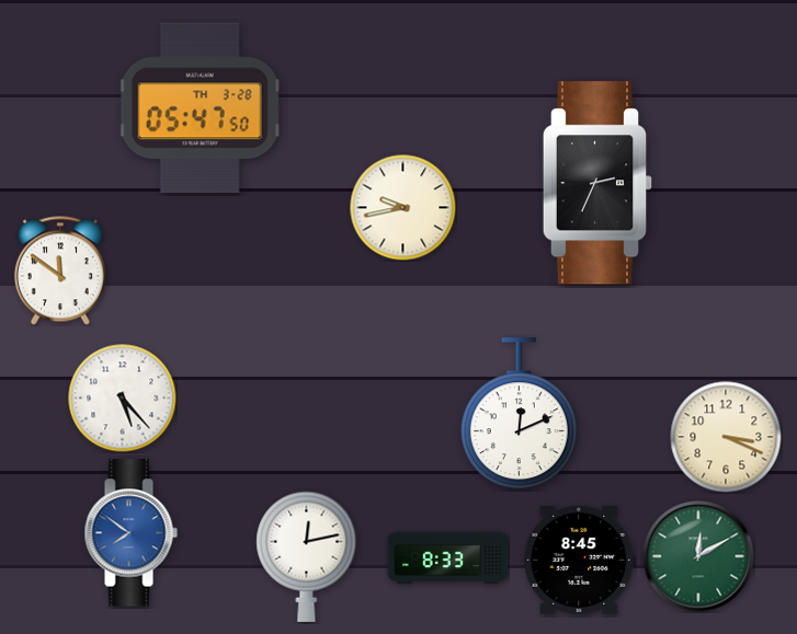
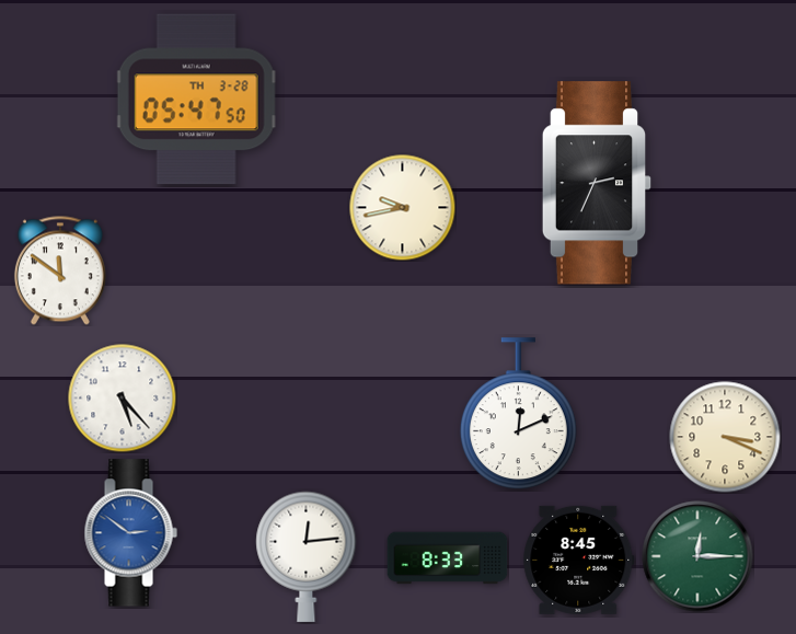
clock at (200, 108) position: (200, 108) -> (196, 100)
clock at (130, 533): 7:51 -> 2:51
clock at (307, 556): 12:13 -> 12:14
clock at (698, 556): 12:10 -> 12:15
